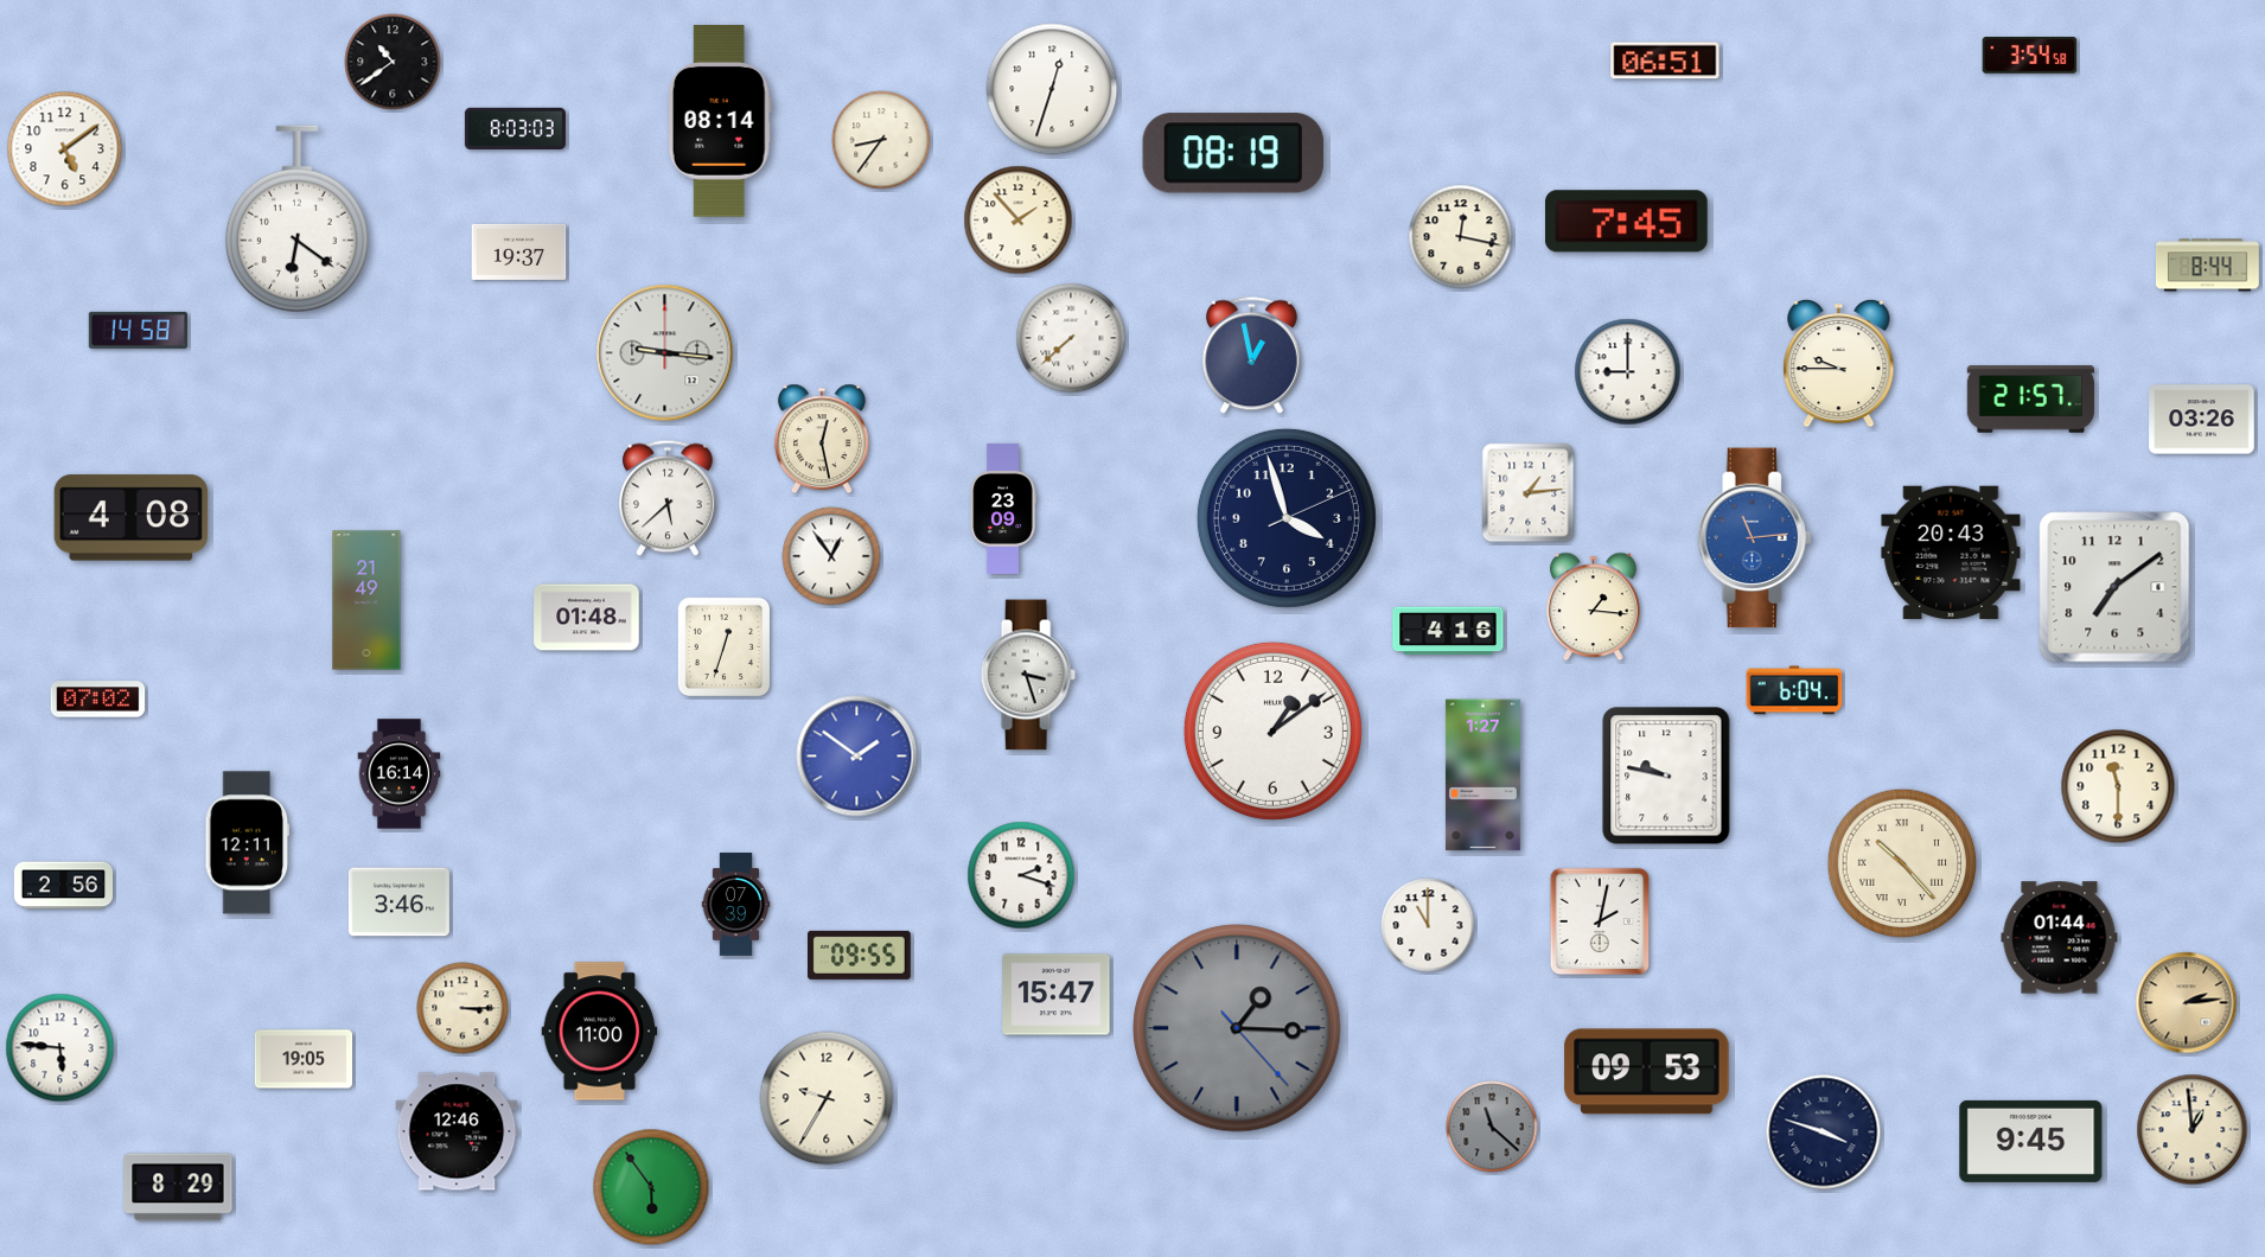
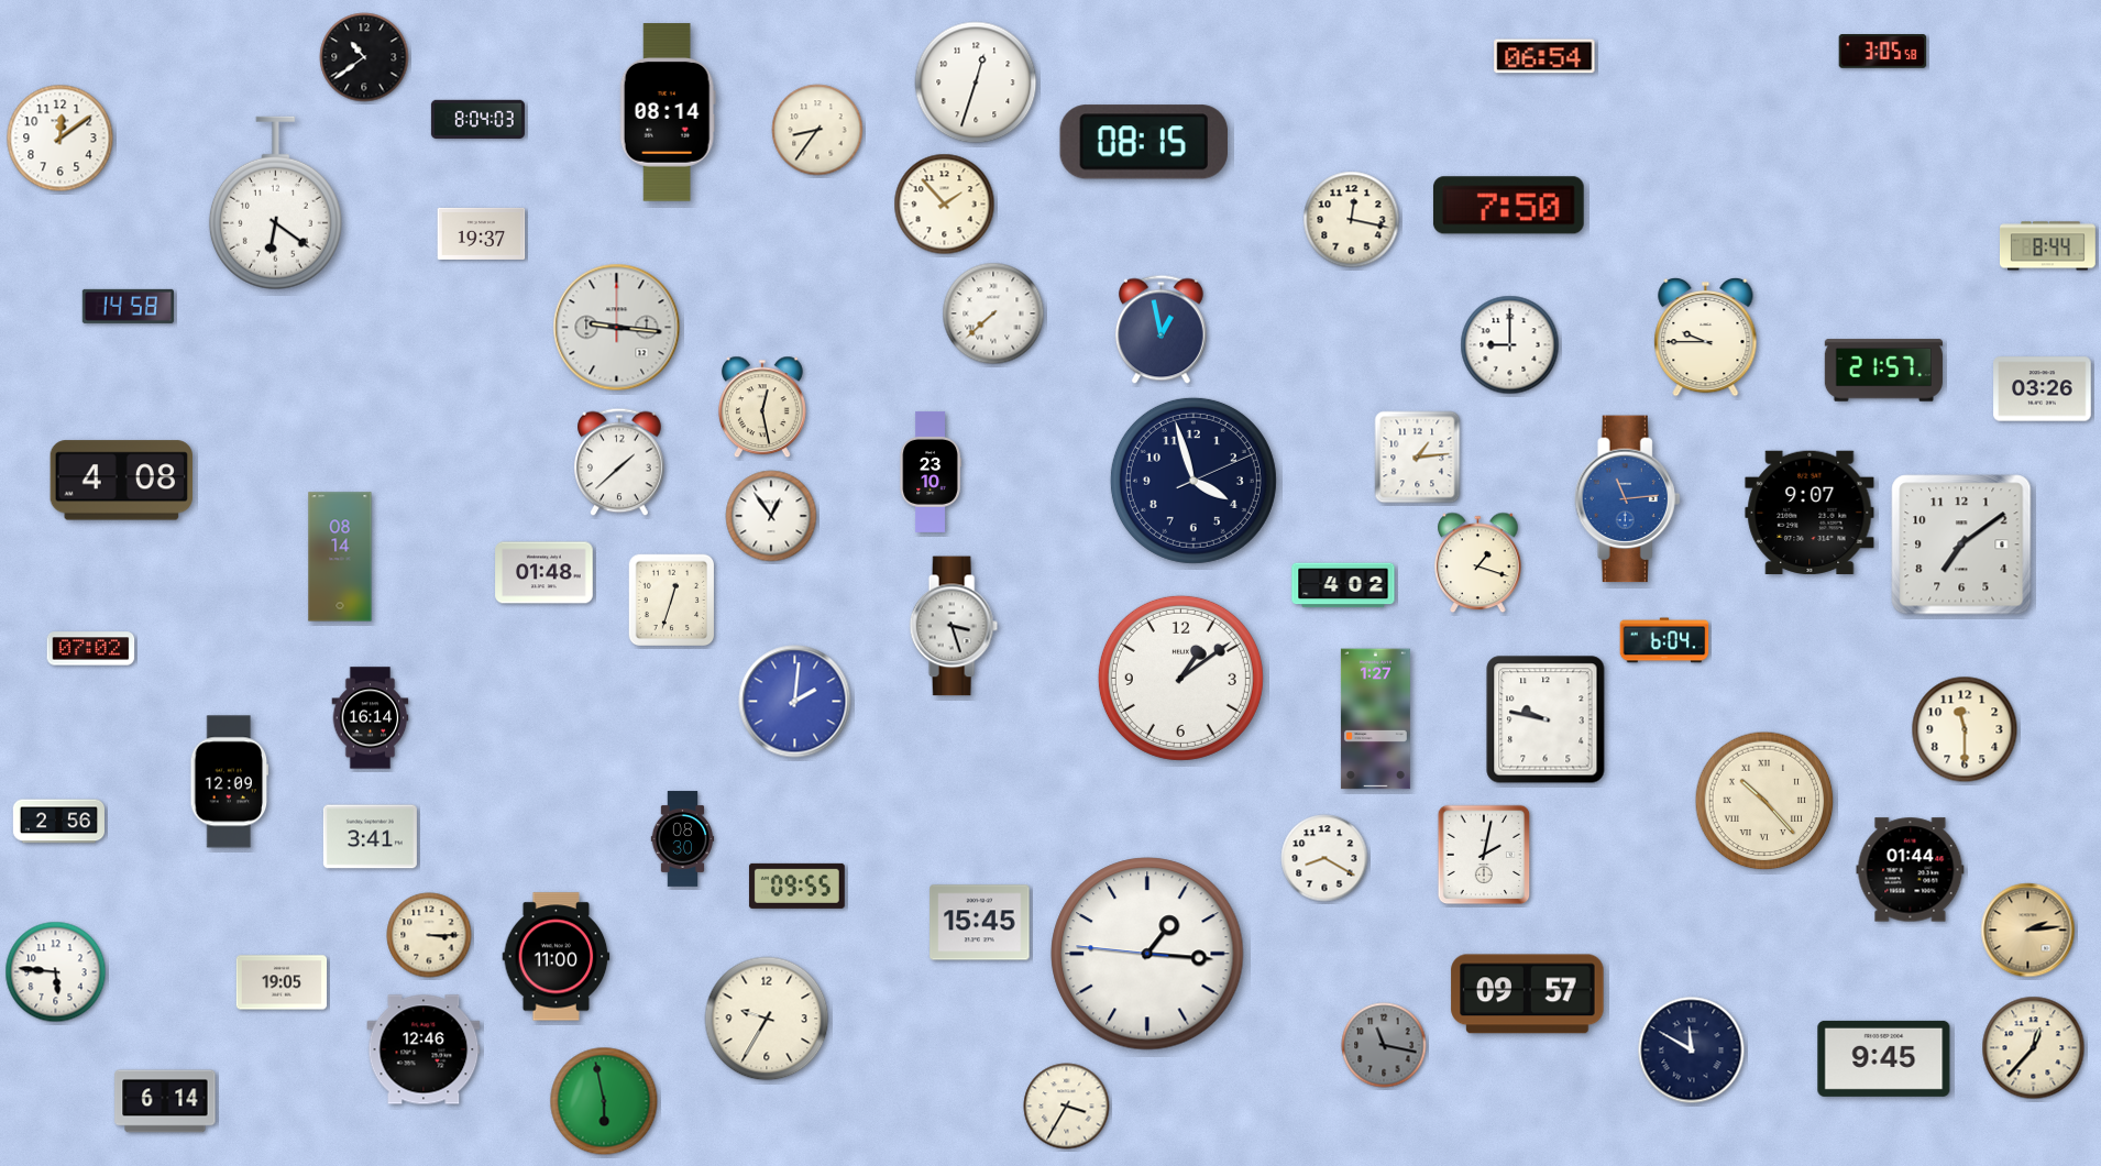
clock at (2030, 56): 3:54 -> 3:05
clock at (1665, 60): 06:51 -> 06:54
clock at (515, 128): 8:03 -> 8:04
clock at (65, 149): 5:09 -> 12:09
clock at (1233, 153): 08:19 -> 08:15
clock at (1626, 222): 7:45 -> 7:50
clock at (1461, 237) position: (1461, 237) -> (1352, 220)
clock at (668, 498): 5:38 -> 1:38
clock at (1003, 509): 23:09 -> 23:10
clock at (1951, 553): 20:43 -> 9:07
clock at (366, 600): 21:49 -> 08:14
clock at (1594, 607): 1:16 -> 1:18
clock at (1448, 631): 4:16 -> 4:02
clock at (857, 757): 1:51 -> 2:01
clock at (248, 843): 12:11 -> 12:09
clock at (1021, 875): 2:18 -> none
clock at (398, 902): 3:46 -> 3:41
clock at (736, 905): 07:39 -> 08:30
clock at (1428, 925): 11:00 -> 8:20
clock at (1057, 995): 15:47 -> 15:45
clock at (1237, 1028): 1:15:23 -> 1:15:46
clock at (1237, 1028) dial: grey -> white
clock at (1647, 1072): 09:53 -> 09:57
clock at (1492, 1127): 11:22 -> 11:17
clock at (2193, 1130): 12:59 -> 12:37
clock at (1824, 1132): 3:48 -> 11:50
clock at (178, 1187): 8:29 -> 6:14
clock at (651, 1187): 5:54 -> 5:58
clock at (1067, 1107): none -> 3:35
